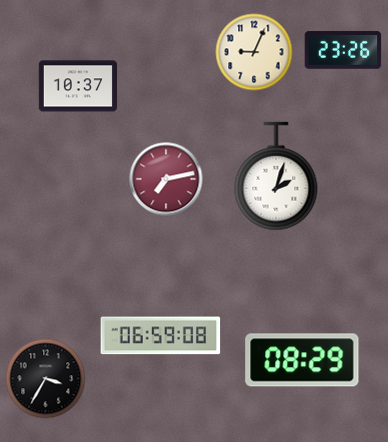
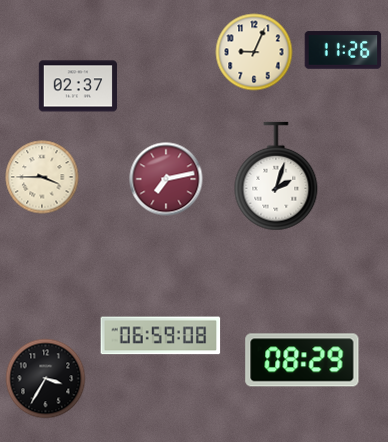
clock at (343, 50): 23:26 -> 11:26
clock at (77, 86): 10:37 -> 02:37
clock at (42, 177): none -> 3:45
